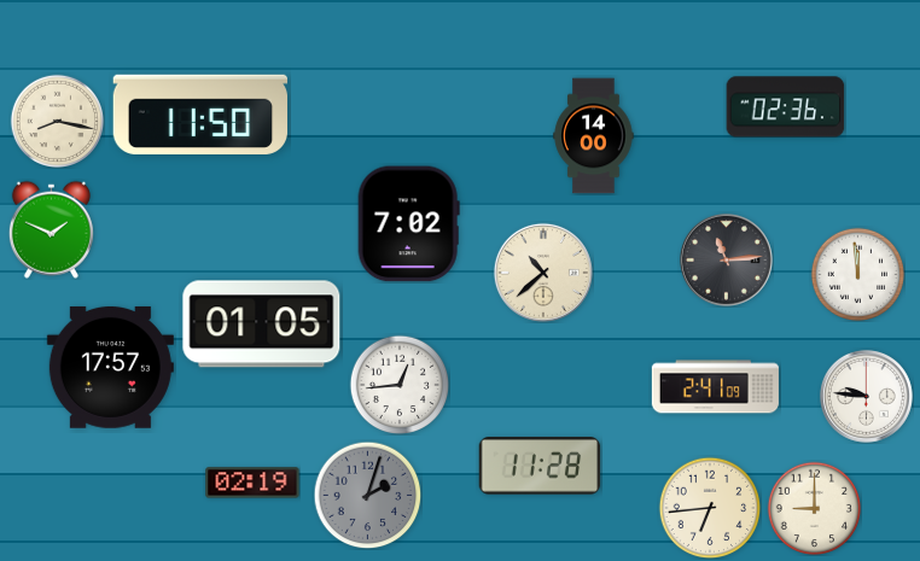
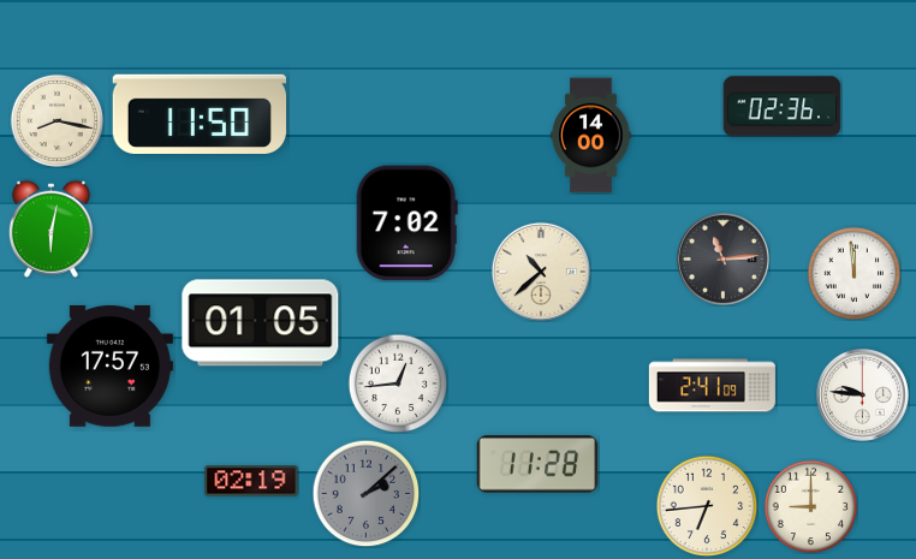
clock at (51, 229): 1:49 -> 6:02
clock at (367, 495): 2:03 -> 2:08
